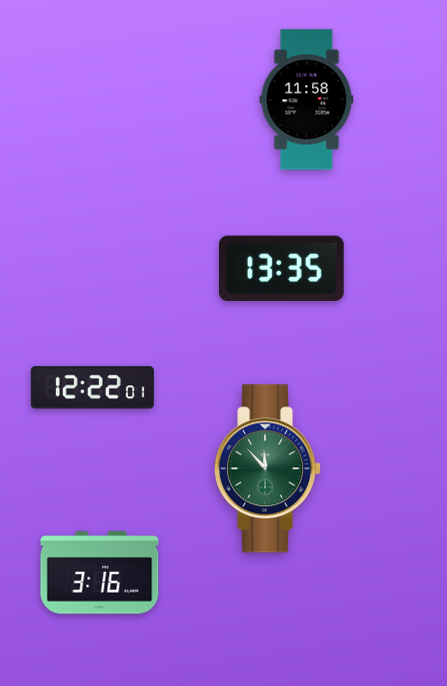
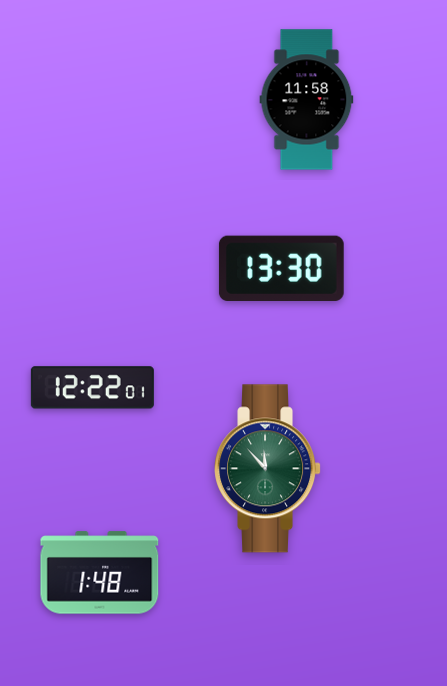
clock at (281, 268): 13:35 -> 13:30
clock at (100, 573): 3:16 -> 1:48
